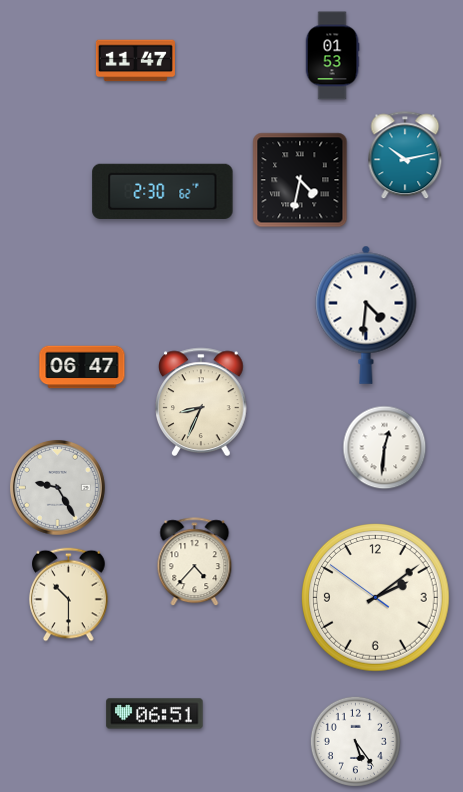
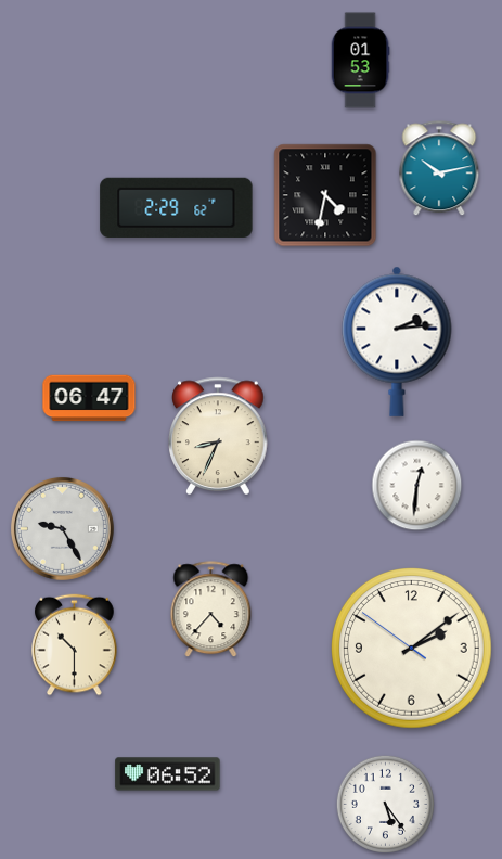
clock at (135, 61): 11:47 -> none
clock at (163, 191): 2:30 -> 2:29
clock at (366, 315): 4:31 -> 2:14
clock at (376, 598) position: (376, 598) -> (412, 649)
clock at (155, 714): 06:51 -> 06:52
